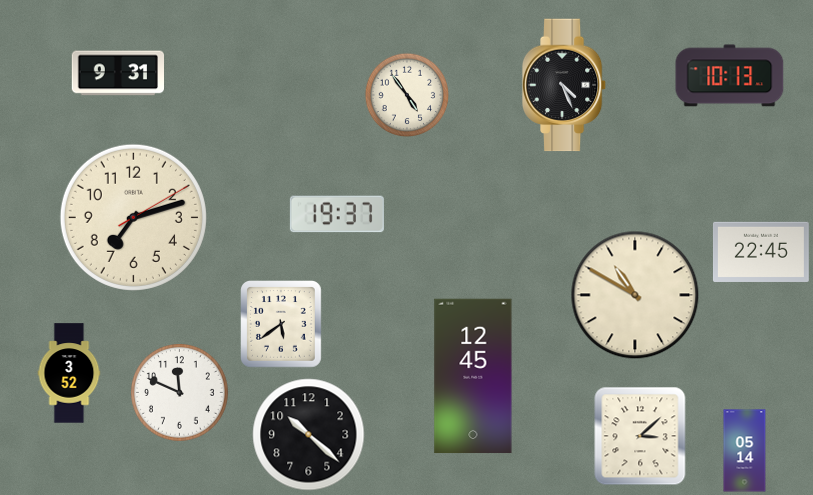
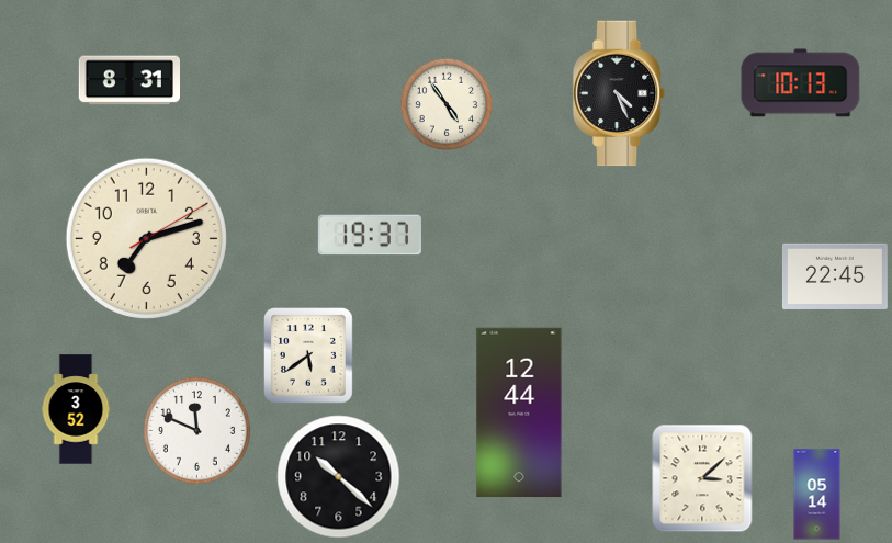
clock at (117, 73): 9:31 -> 8:31
clock at (635, 295): 10:50 -> none
clock at (473, 376): 12:45 -> 12:44
